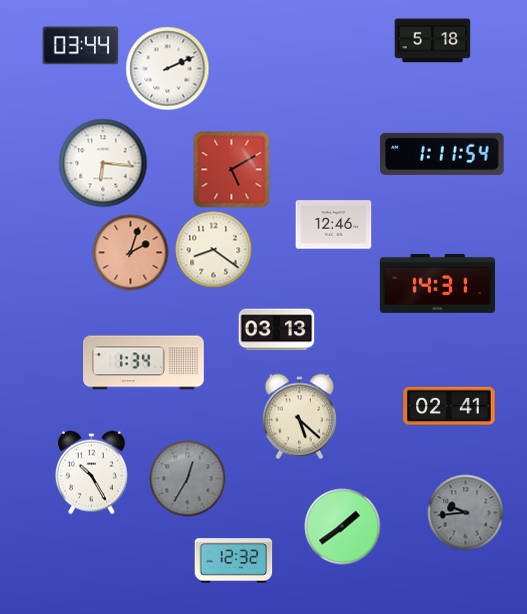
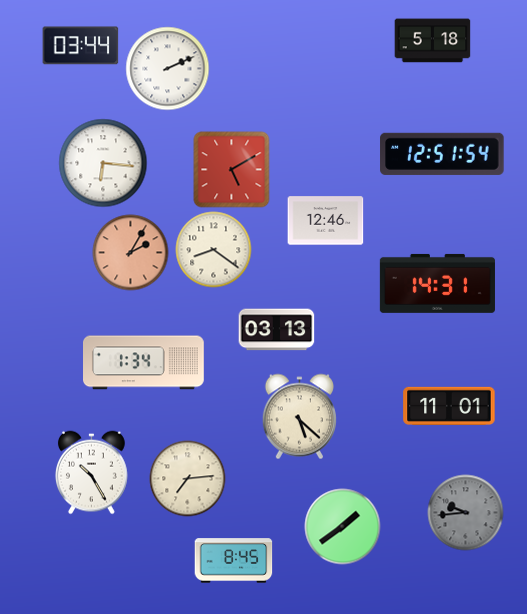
clock at (442, 154): 1:11 -> 12:51
clock at (334, 225) position: (334, 225) -> (326, 221)
clock at (131, 253): 2:03 -> 2:05
clock at (449, 406): 02:41 -> 11:01
clock at (188, 479): 12:35 -> 7:14
clock at (188, 479) dial: grey -> cream
clock at (234, 561): 12:32 -> 8:45
